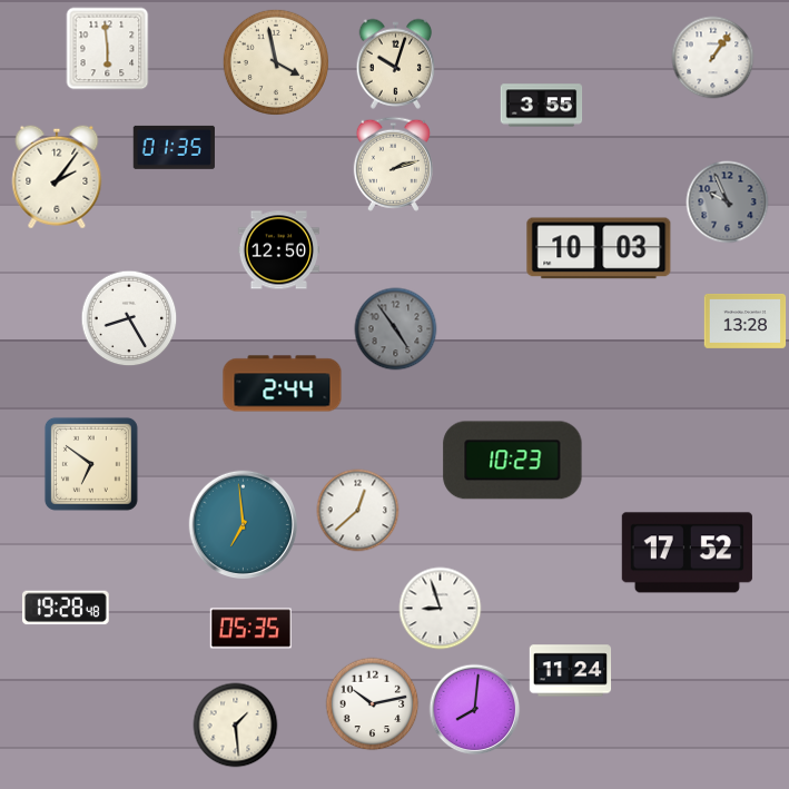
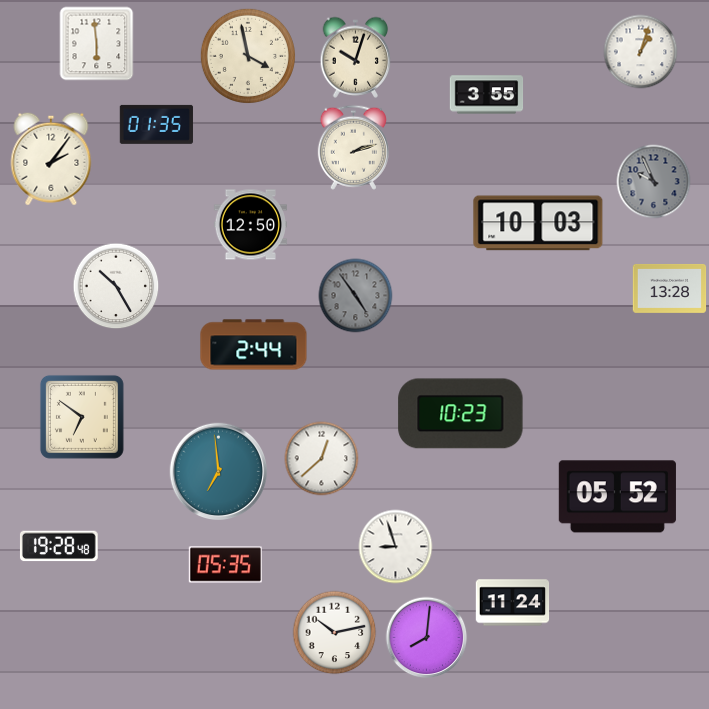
clock at (713, 58): 1:06 -> 1:03
clock at (174, 147) position: (174, 147) -> (156, 124)
clock at (129, 318): 8:25 -> 10:25
clock at (687, 553): 17:52 -> 05:52
clock at (236, 726): 1:29 -> none
